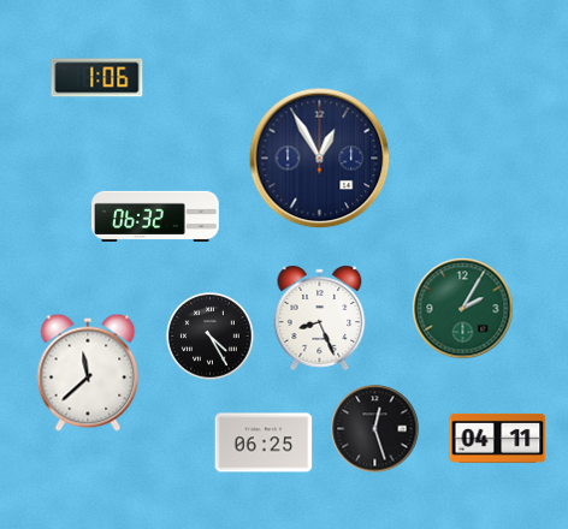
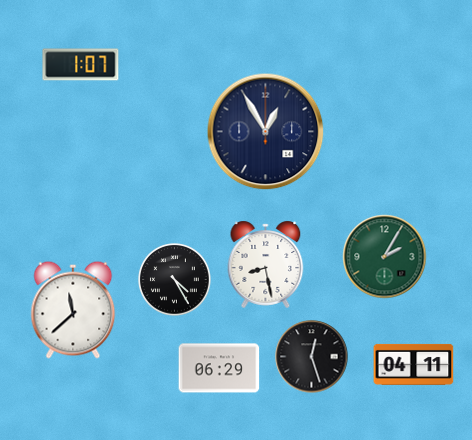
clock at (97, 78): 1:06 -> 1:07
clock at (155, 216): 06:32 -> none
clock at (320, 317): 8:26 -> 8:28
clock at (264, 442): 06:25 -> 06:29
